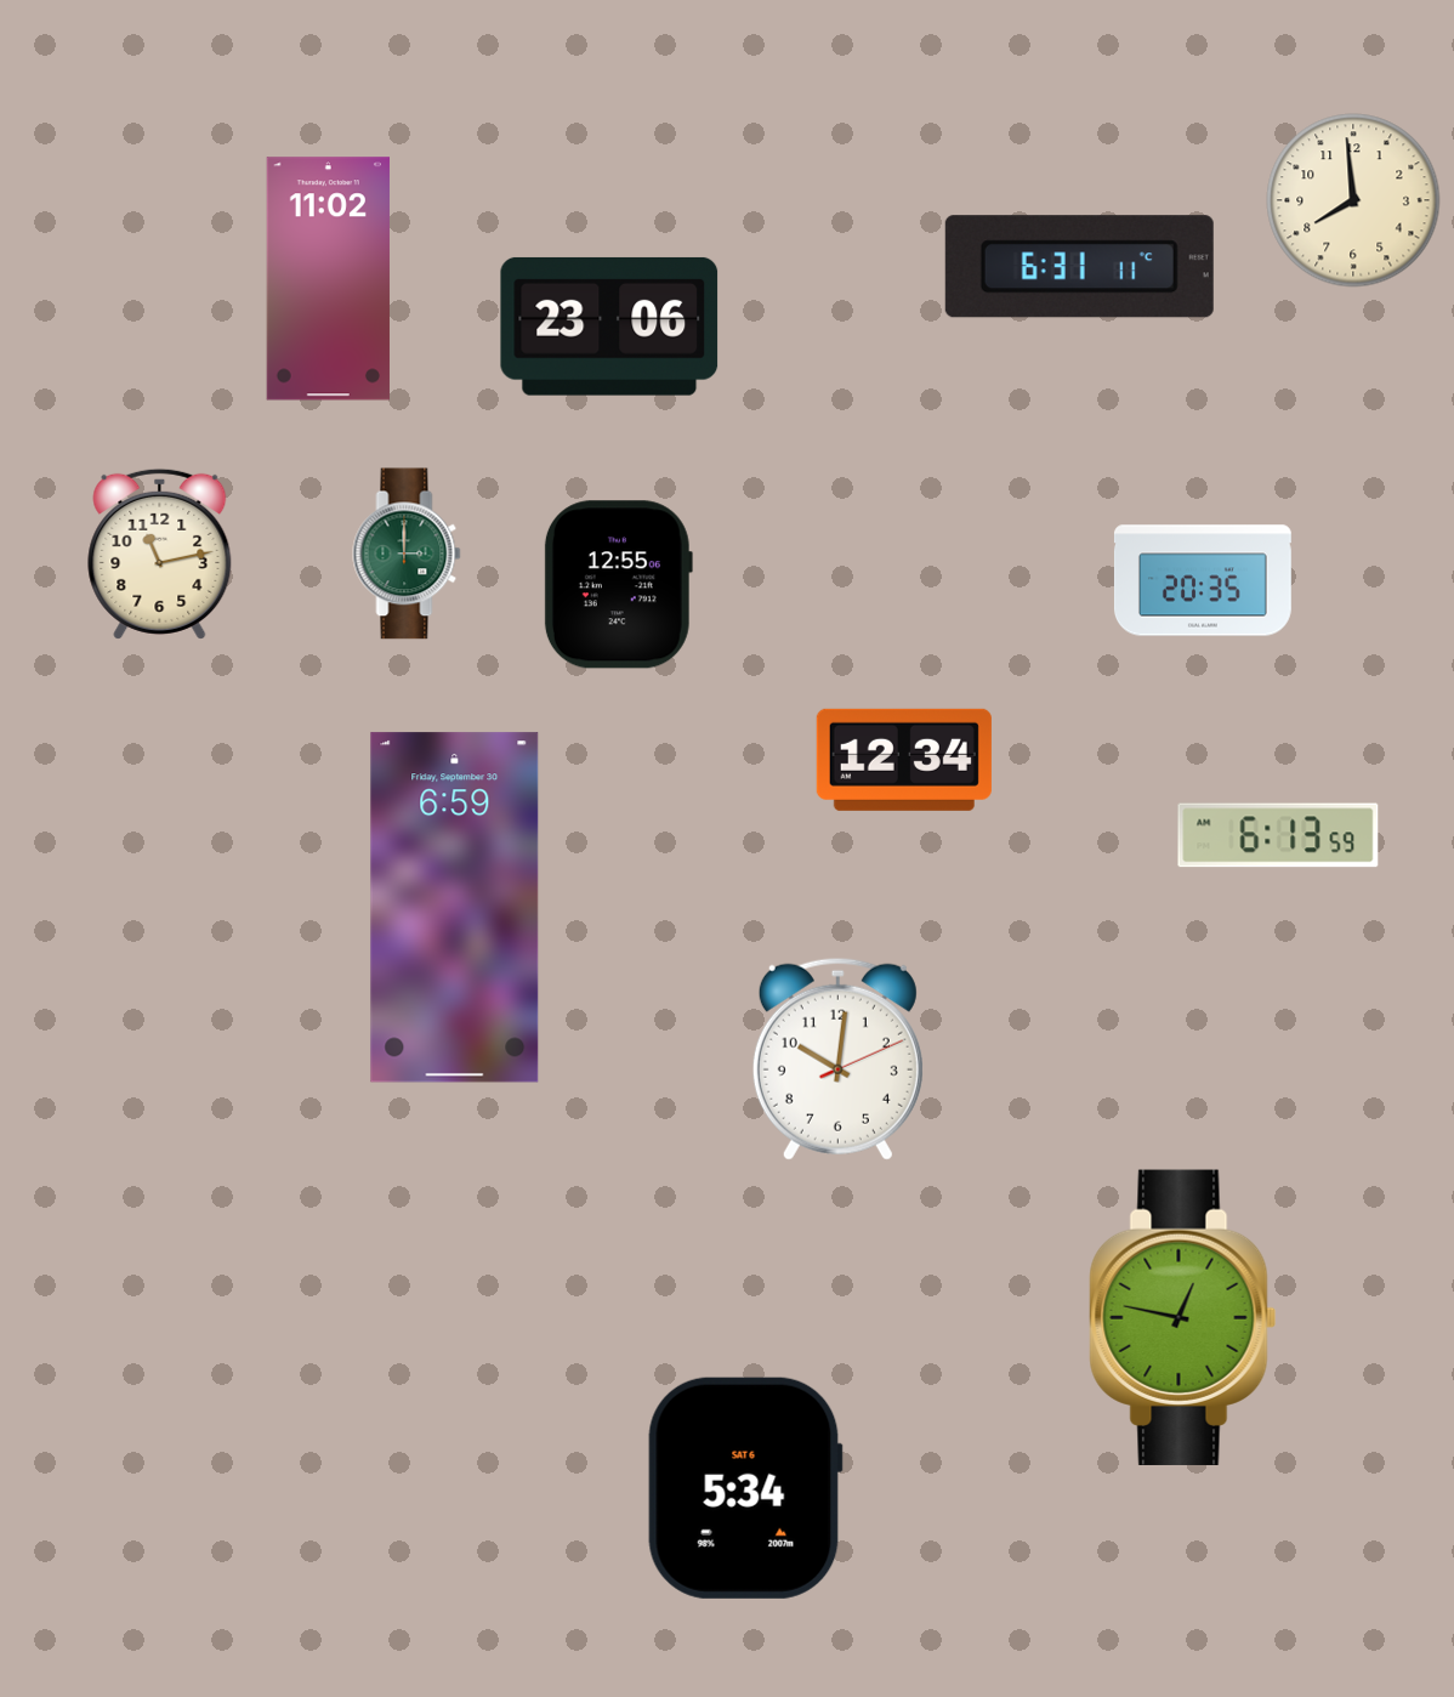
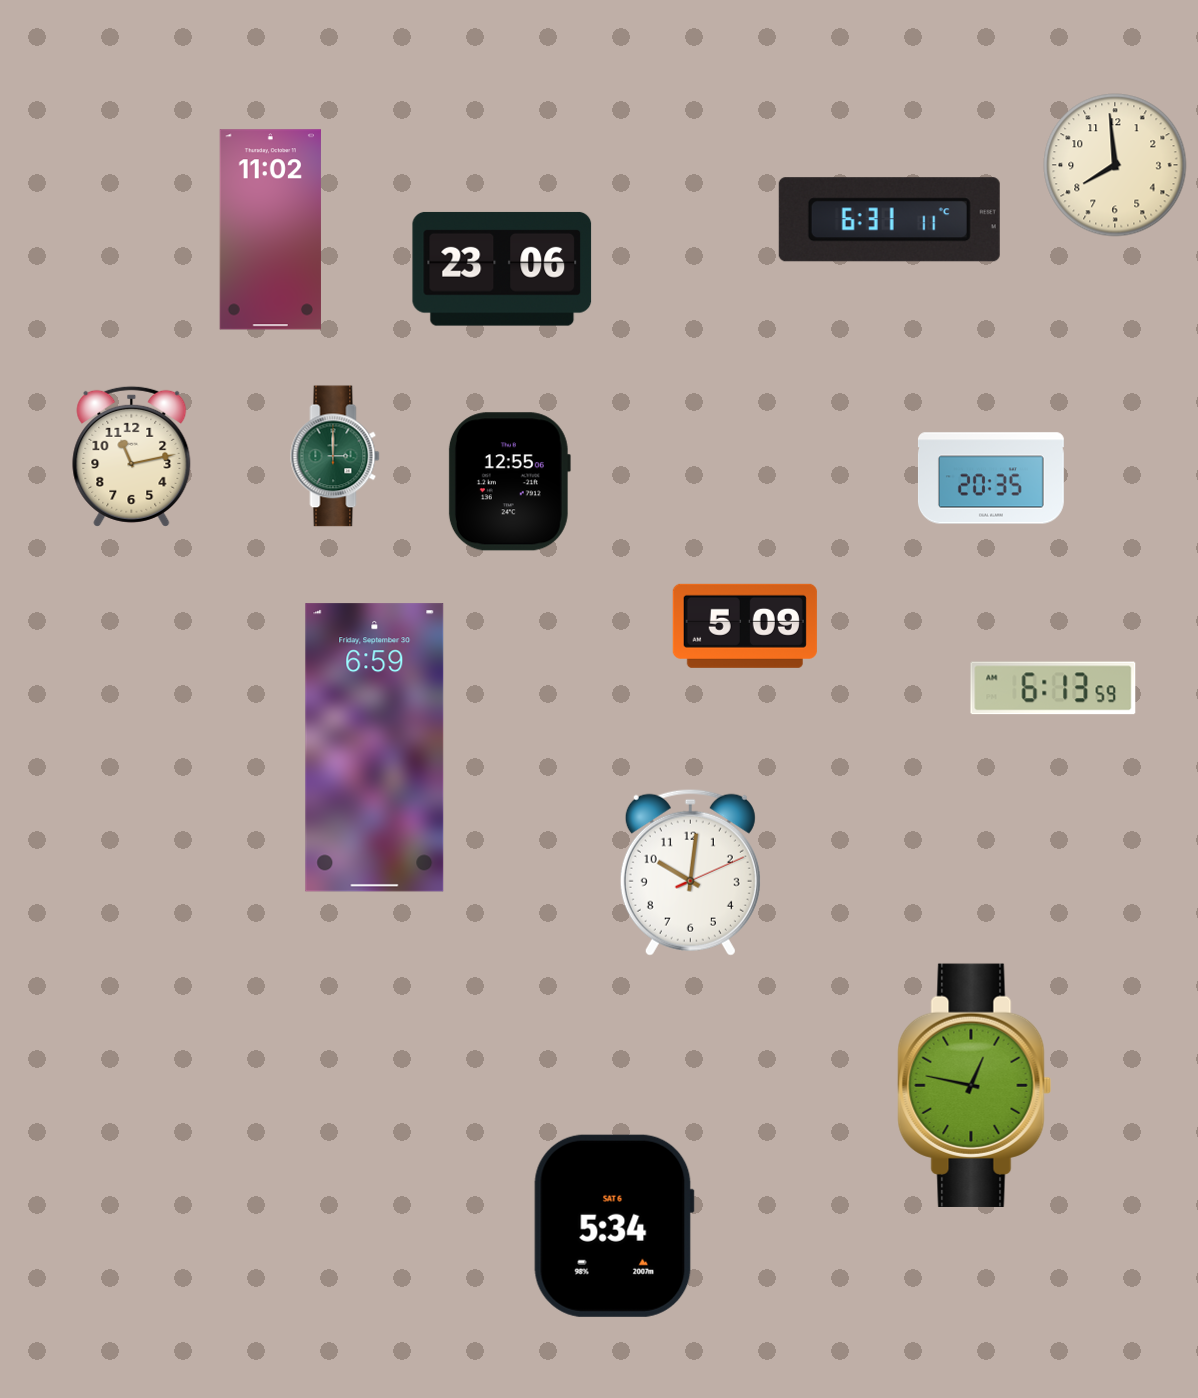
clock at (904, 760): 12:34 -> 5:09
